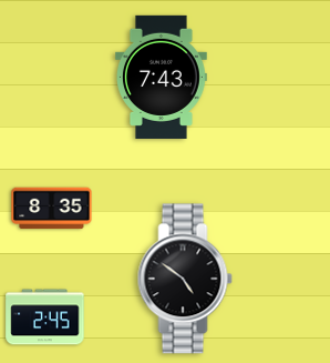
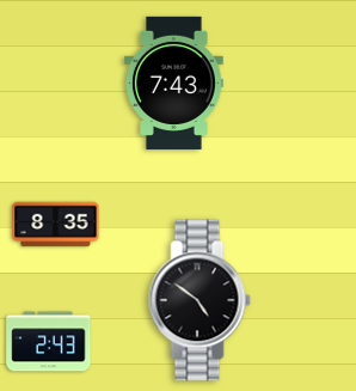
clock at (45, 317): 2:45 -> 2:43
